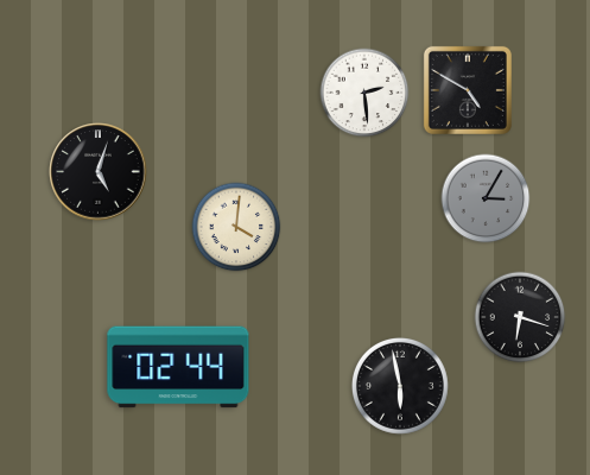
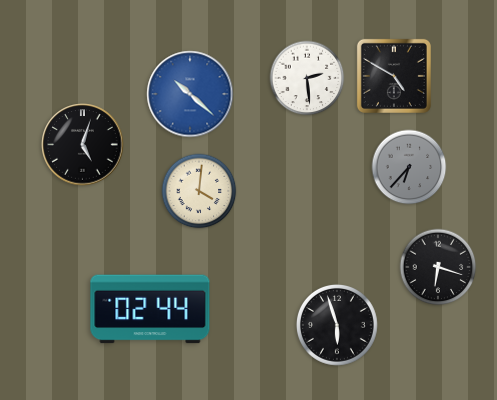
clock at (190, 94): none -> 10:22
clock at (486, 198): 3:05 -> 6:37
clock at (400, 386): 5:58 -> 5:57
